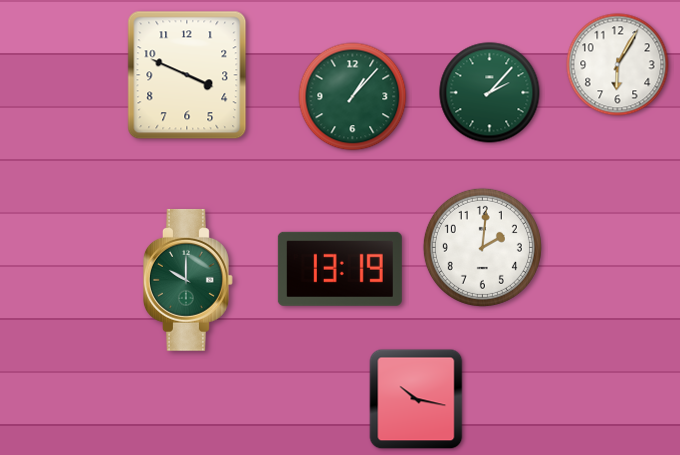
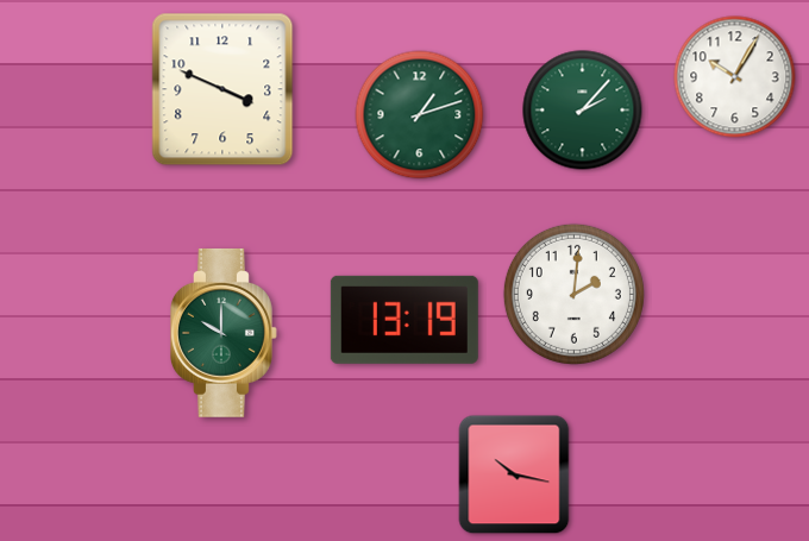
clock at (618, 65): 6:05 -> 10:05
clock at (353, 97): 1:07 -> 1:12
clock at (416, 399) position: (416, 399) -> (514, 474)
